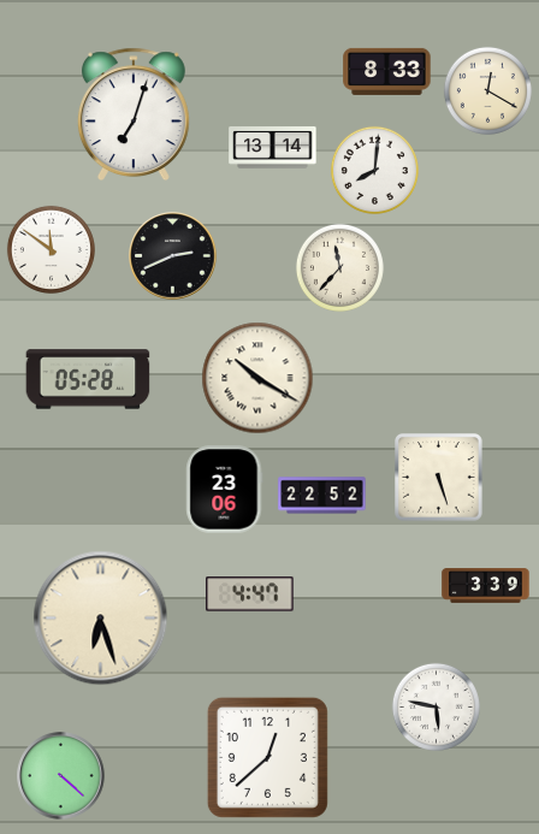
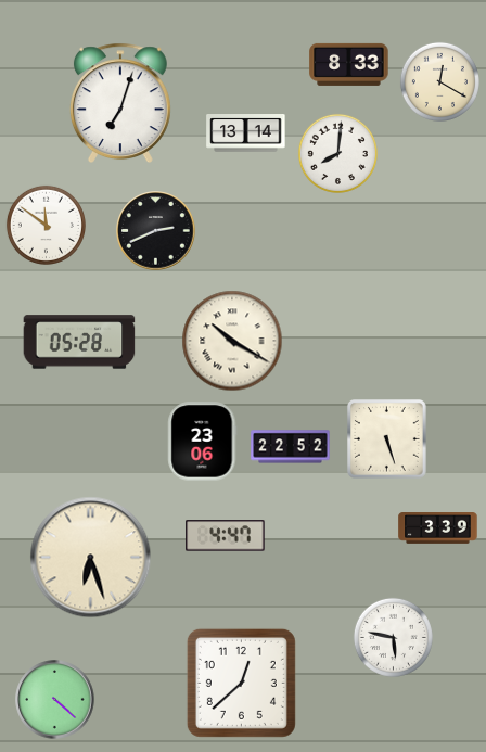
clock at (339, 267): 11:37 -> none
clock at (439, 478) position: (439, 478) -> (387, 439)
